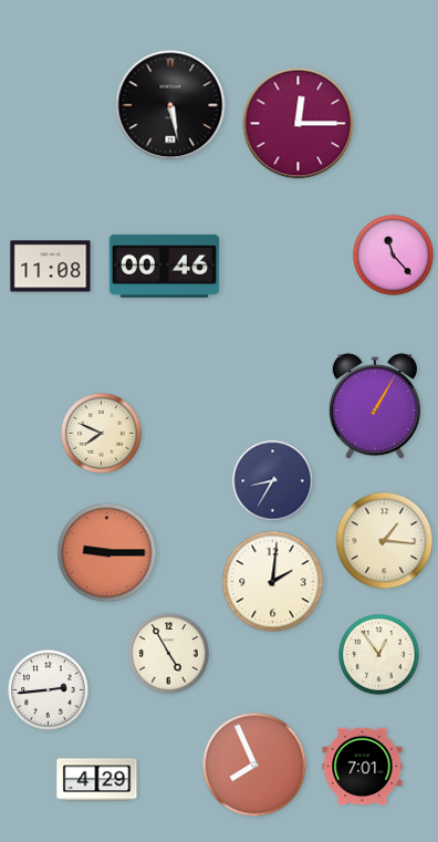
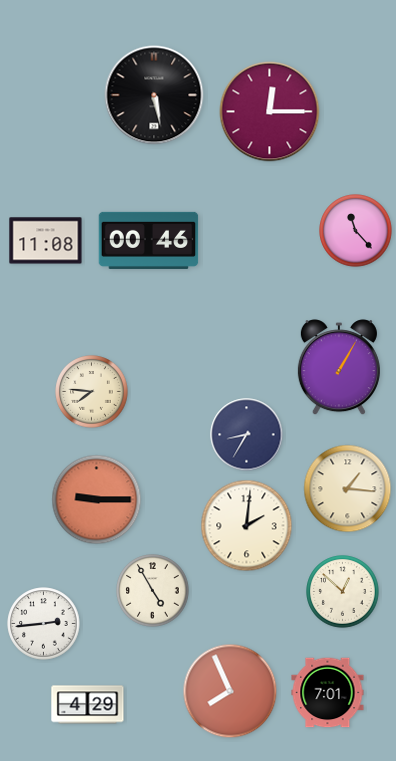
clock at (102, 434): 7:49 -> 7:46
clock at (379, 655): 12:54 -> 12:52
